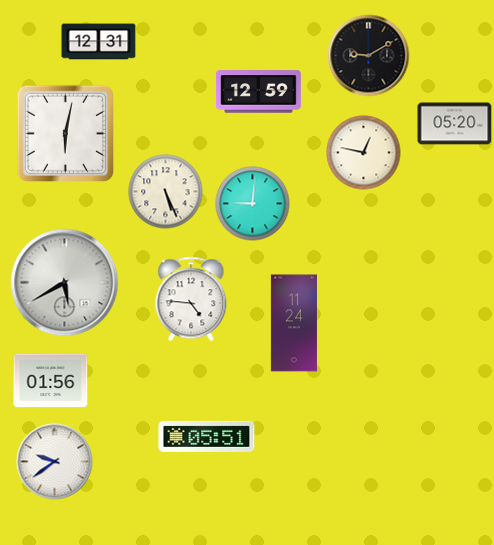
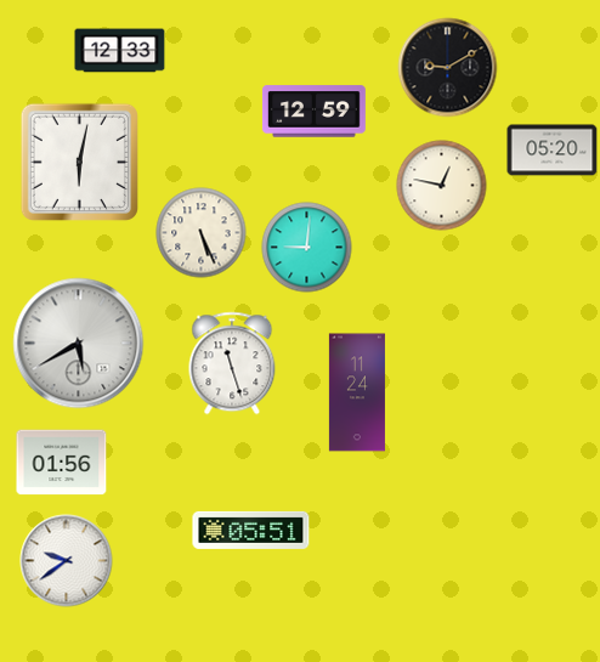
clock at (99, 42): 12:31 -> 12:33
clock at (191, 299): 4:46 -> 11:27
